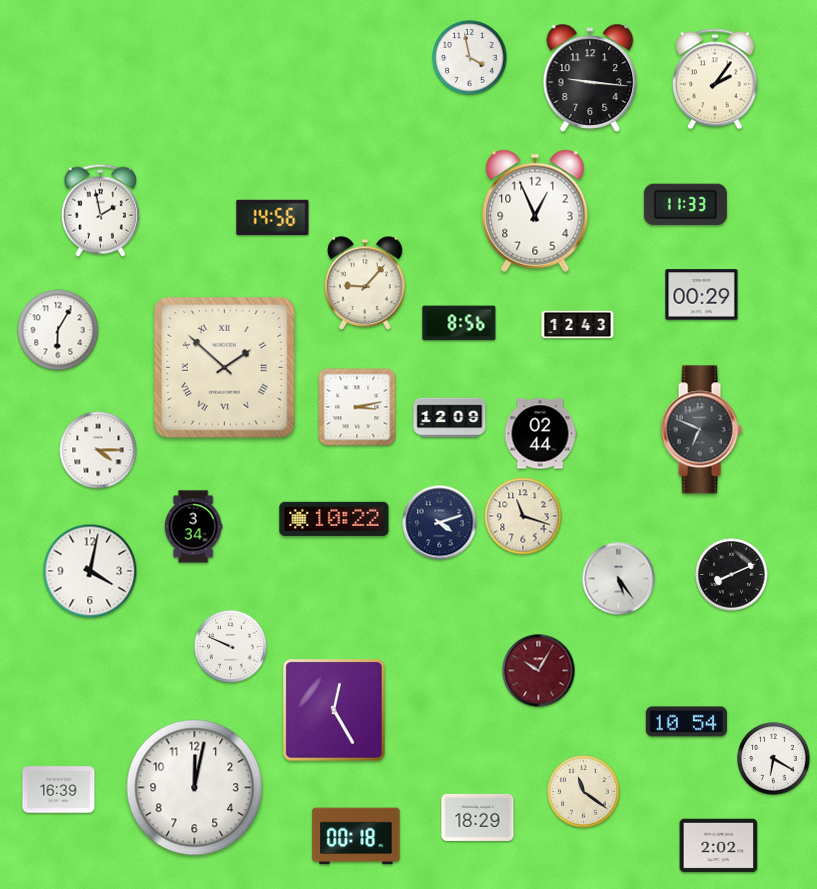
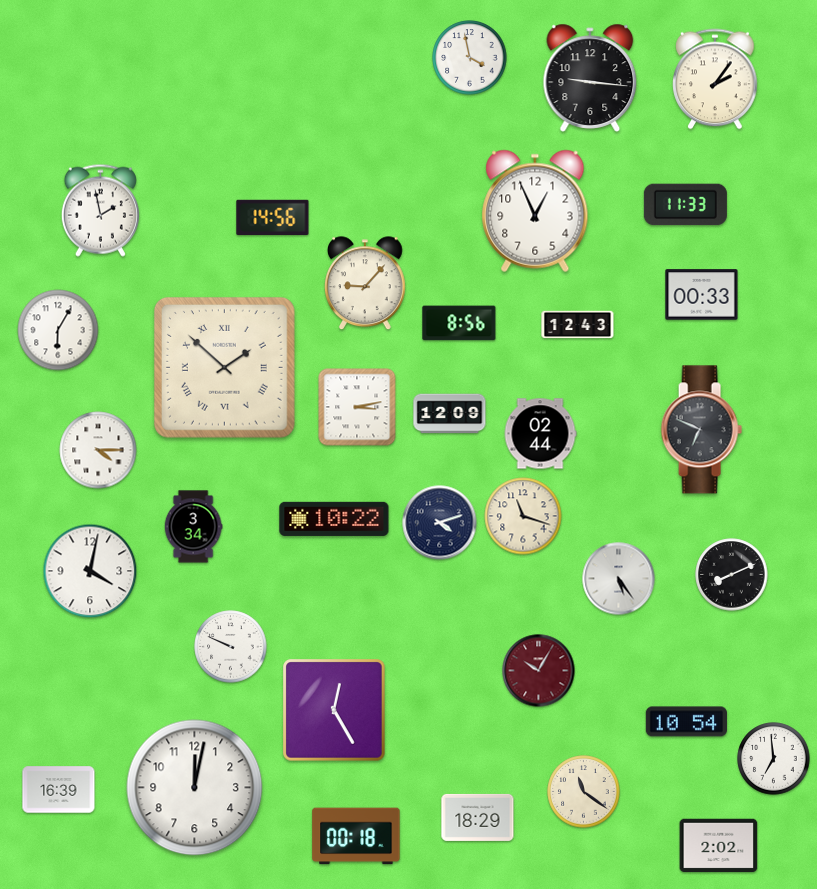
clock at (702, 295): 00:29 -> 00:33
clock at (450, 418) position: (450, 418) -> (450, 414)
clock at (774, 759): 6:20 -> 6:59
